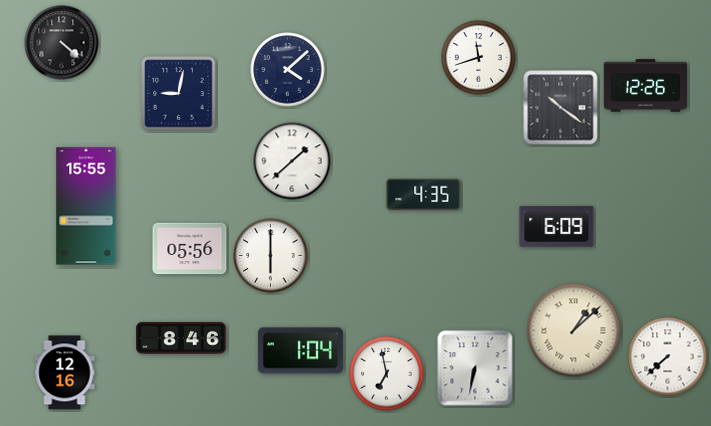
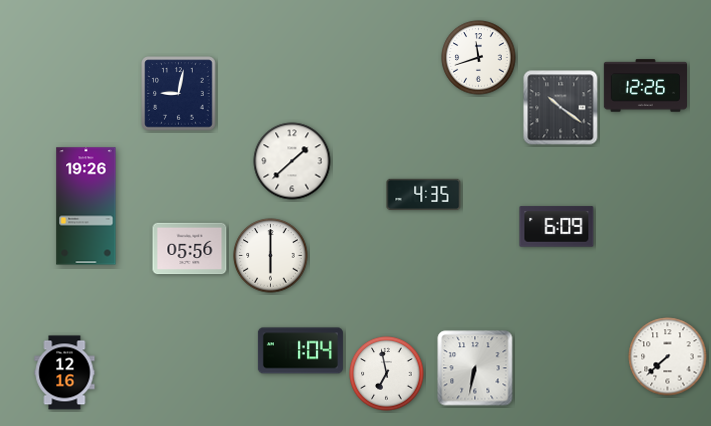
clock at (62, 43): 4:22 -> none
clock at (288, 70): 4:08 -> none
clock at (86, 206): 15:55 -> 19:26
clock at (574, 331): 1:08 -> none
clock at (181, 338): 8:46 -> none
